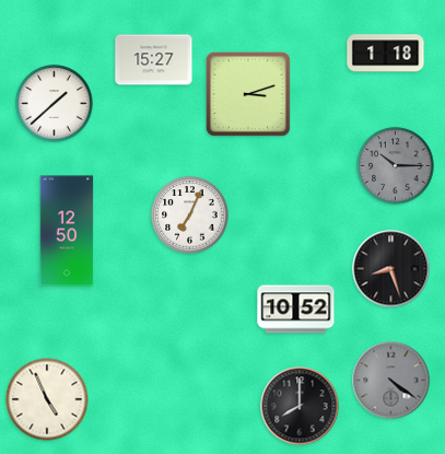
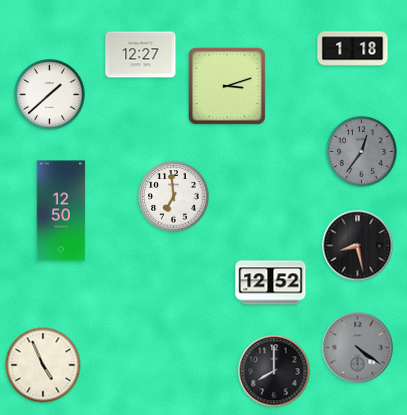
clock at (154, 60): 15:27 -> 12:27
clock at (396, 166): 10:15 -> 12:36
clock at (190, 216): 7:04 -> 6:59
clock at (391, 269): 8:27 -> 8:28
clock at (296, 310): 10:52 -> 12:52
